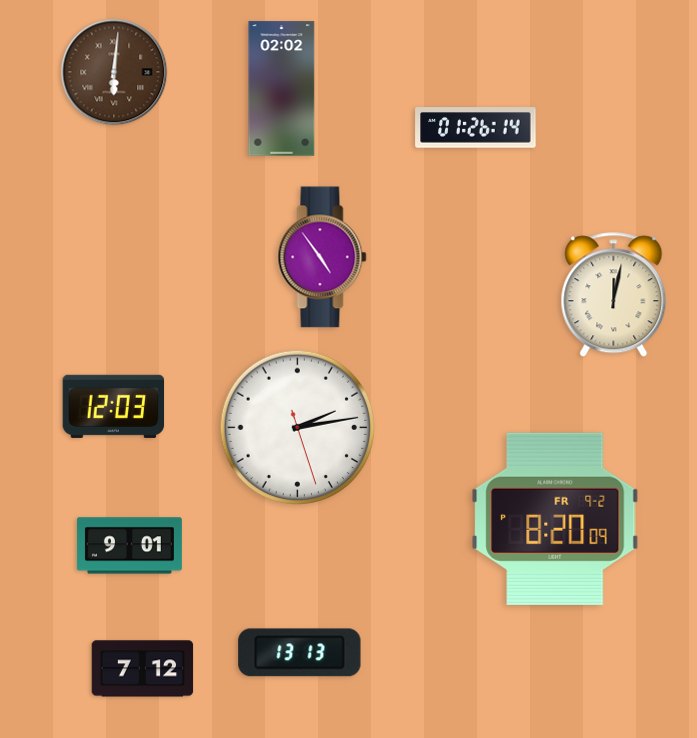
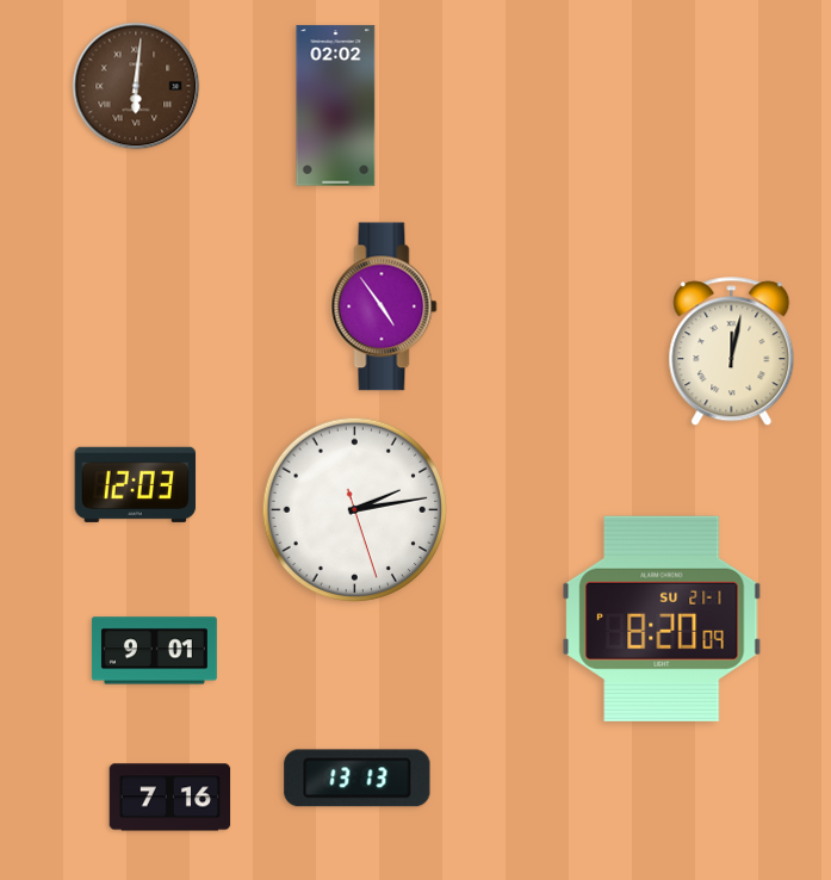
clock at (476, 128): 01:26 -> none
clock at (555, 519) date: FR 9-2 -> SU 21-1
clock at (143, 669): 7:12 -> 7:16
